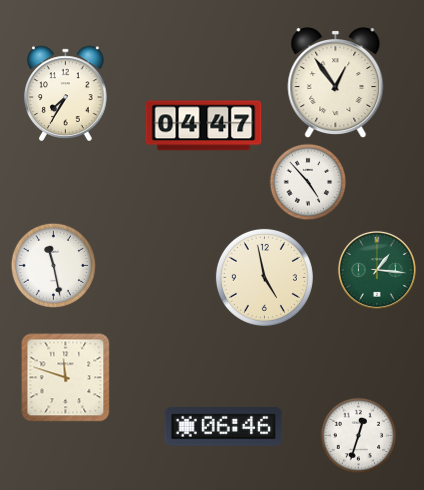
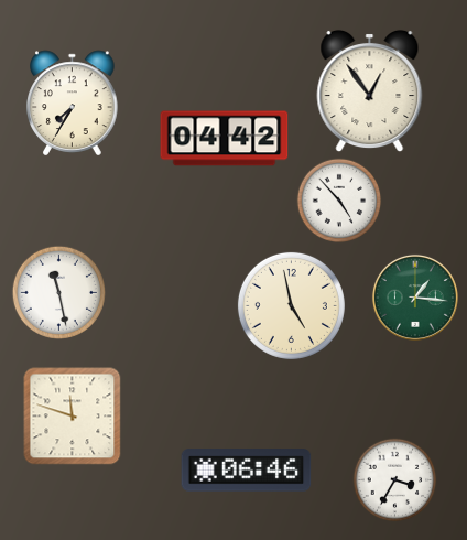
clock at (204, 126): 04:47 -> 04:42
clock at (359, 436): 12:33 -> 3:35
